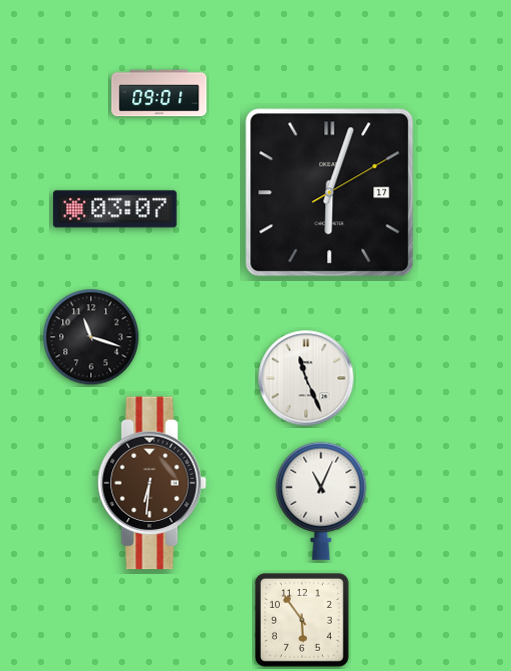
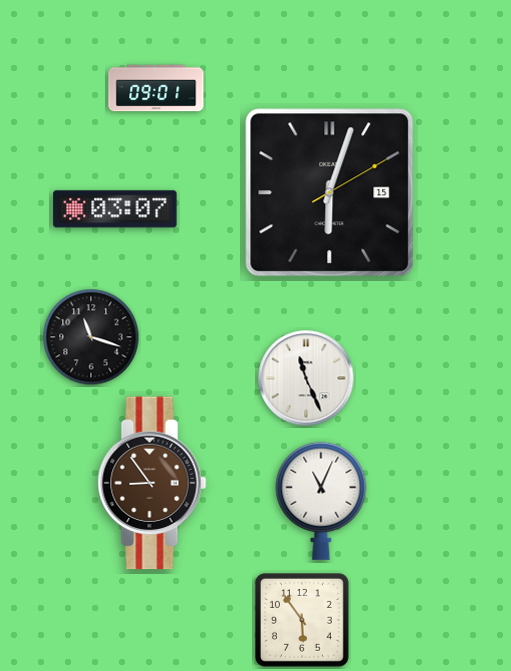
clock at (159, 93) position: (159, 93) -> (156, 88)
clock at (330, 193) date: 17 -> 15
clock at (152, 483): 6:31 -> 8:54
